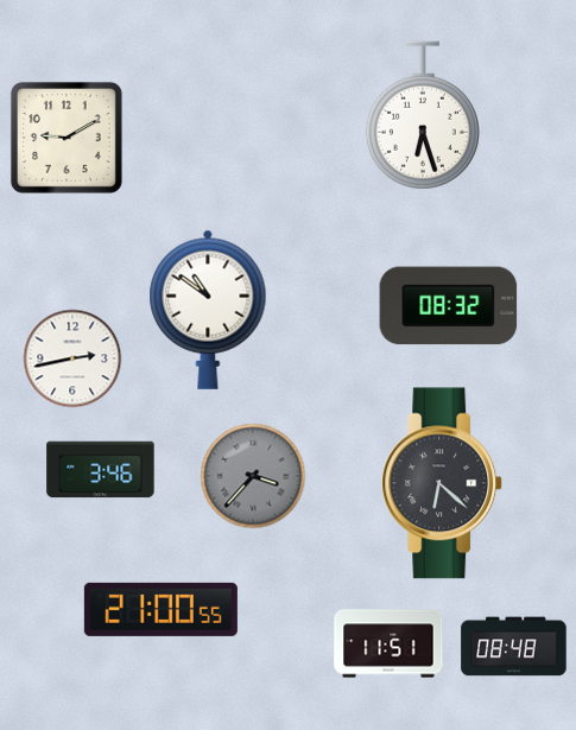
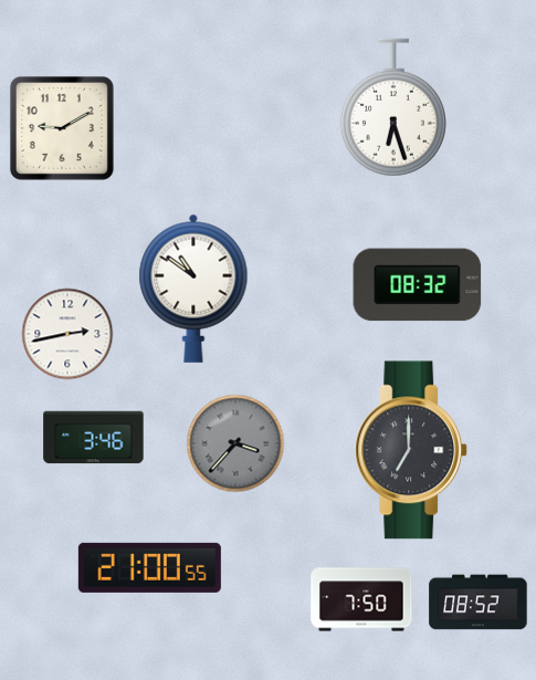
clock at (443, 483): 6:22 -> 7:00
clock at (388, 643): 11:51 -> 7:50
clock at (514, 647): 08:48 -> 08:52
